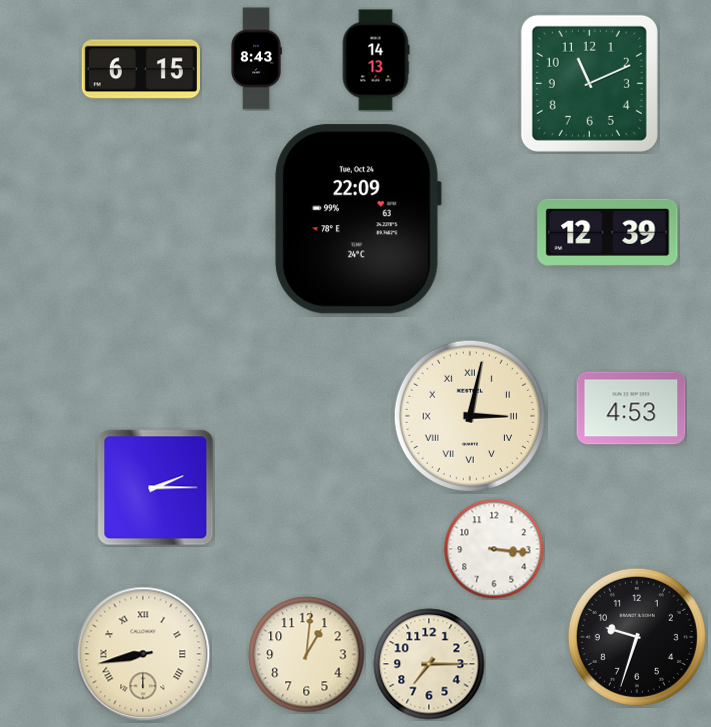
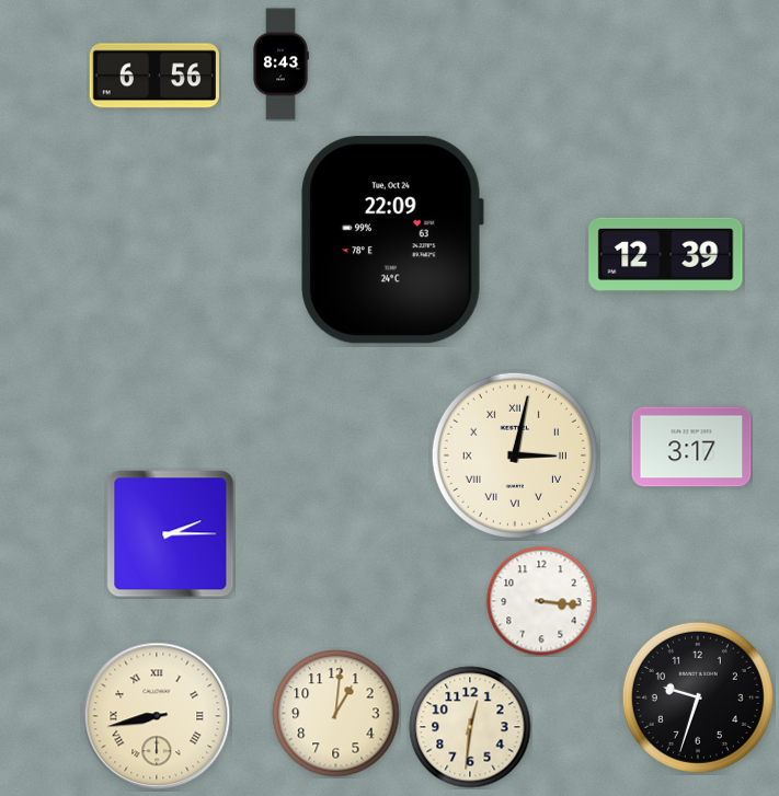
clock at (376, 60): 14:13 -> none
clock at (141, 69): 6:15 -> 6:56
clock at (589, 83): 11:11 -> none
clock at (631, 408): 4:53 -> 3:17
clock at (307, 655) position: (307, 655) -> (336, 714)
clock at (429, 664): 7:15 -> 12:31
